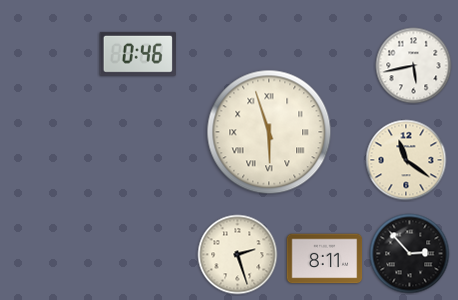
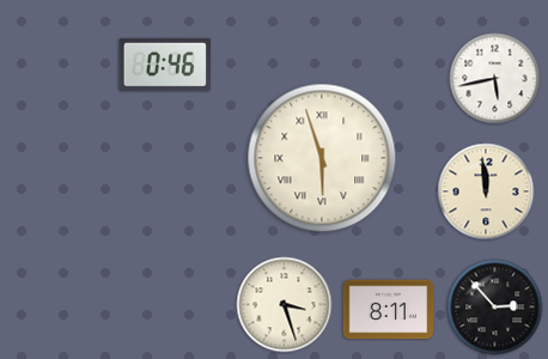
clock at (406, 160): 11:21 -> 11:59
clock at (410, 254) position: (410, 254) -> (495, 308)
clock at (238, 255): 2:27 -> 3:27
